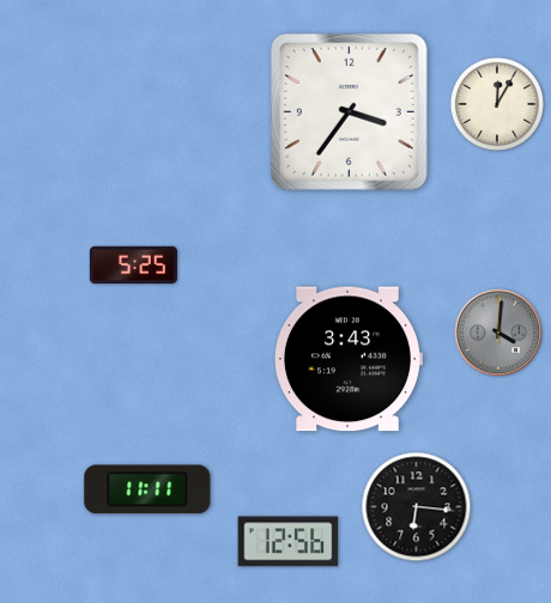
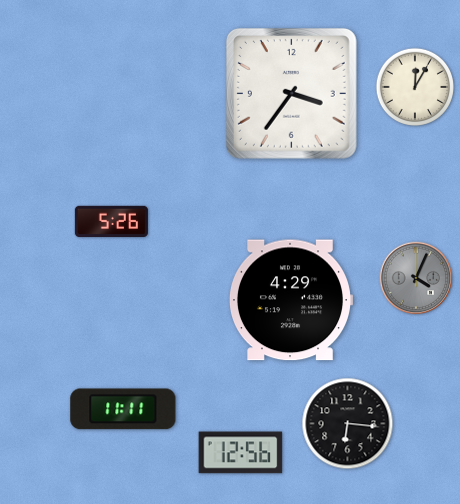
clock at (133, 264): 5:25 -> 5:26
clock at (498, 333): 4:01 -> 4:04
clock at (347, 359): 3:43 -> 4:29
